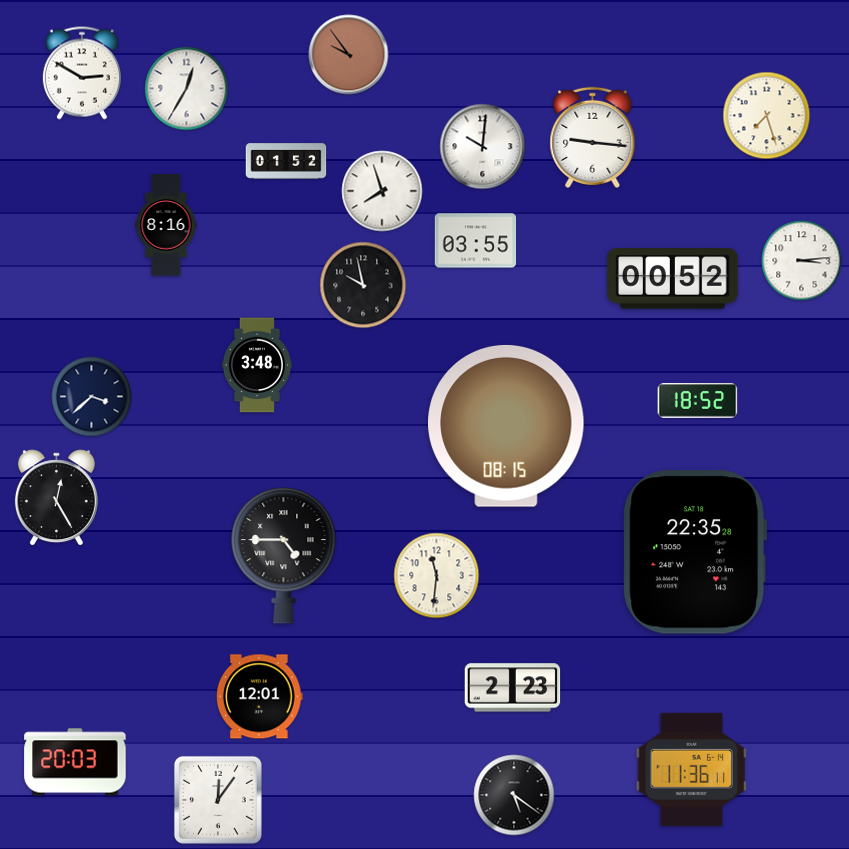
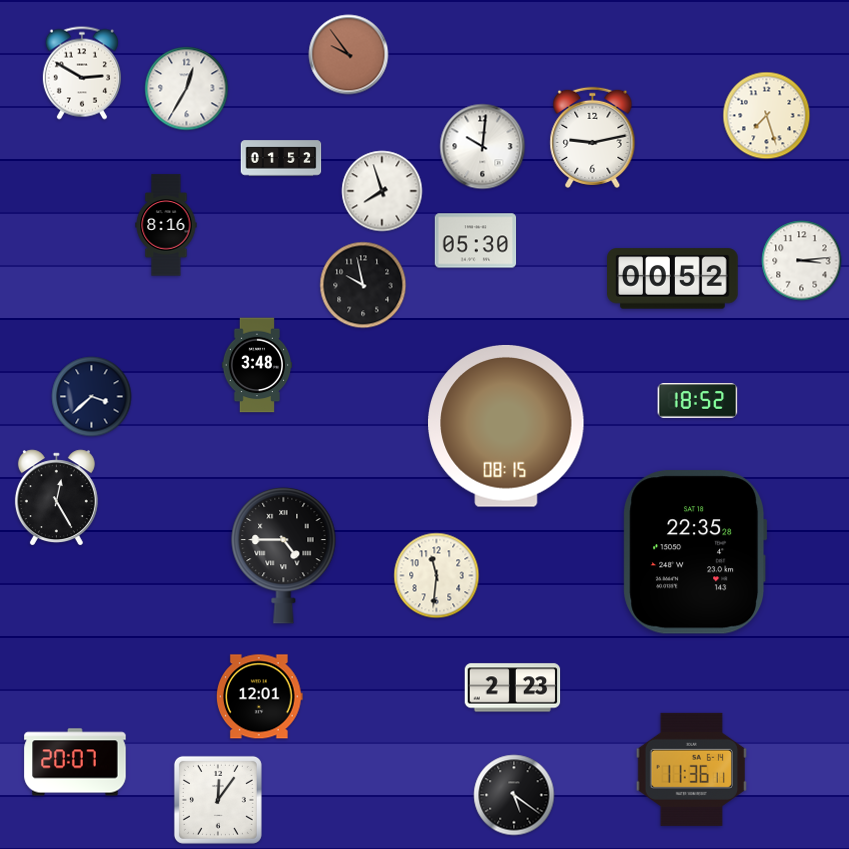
clock at (593, 137): 9:16 -> 9:13
clock at (286, 161) position: (286, 161) -> (281, 158)
clock at (476, 241): 03:55 -> 05:30
clock at (75, 762): 20:03 -> 20:07
